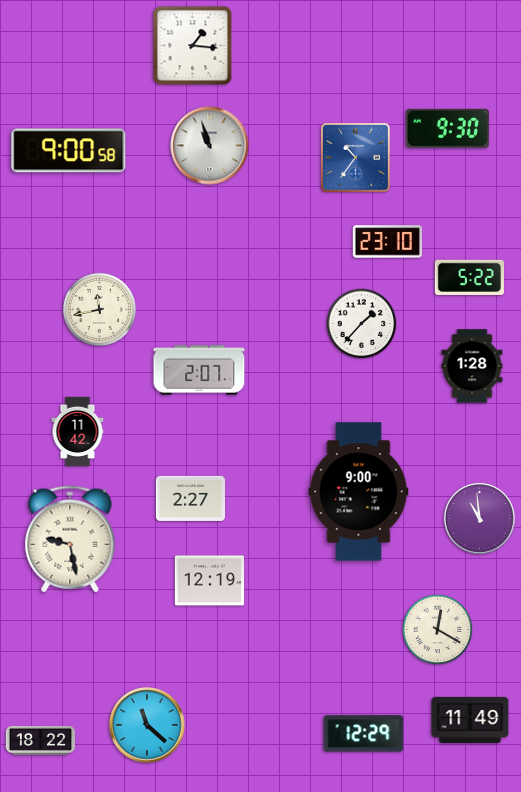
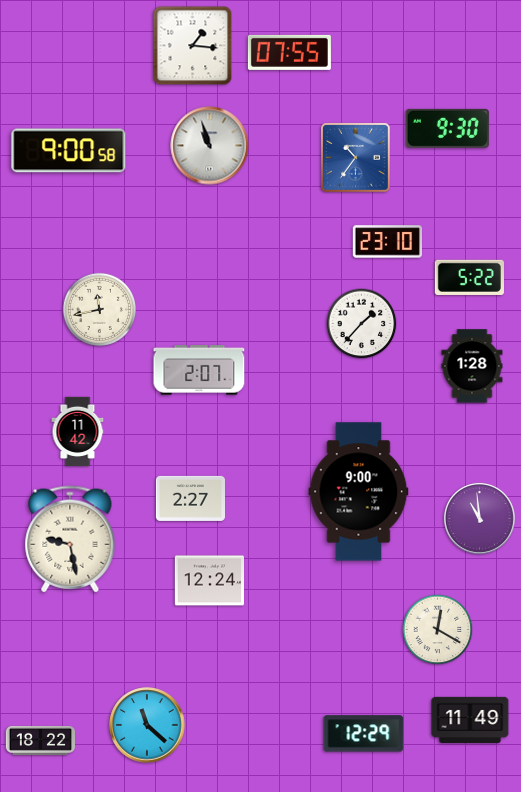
clock at (289, 52): none -> 07:55
clock at (209, 581): 12:19 -> 12:24
